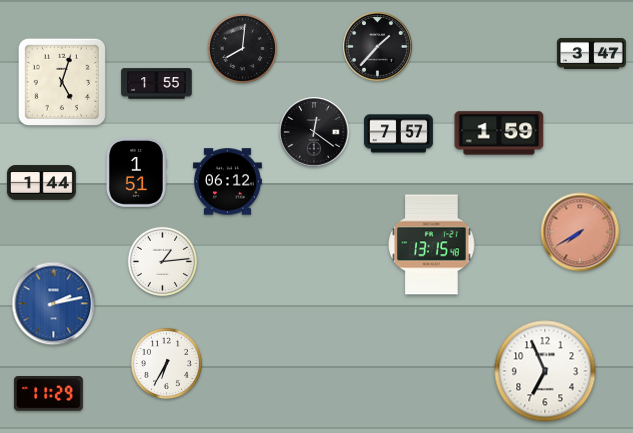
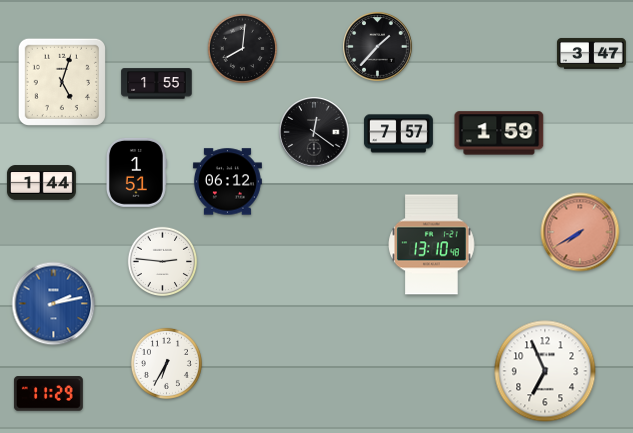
clock at (432, 245): 13:15 -> 13:10
clock at (163, 262): 1:14 -> 2:46
